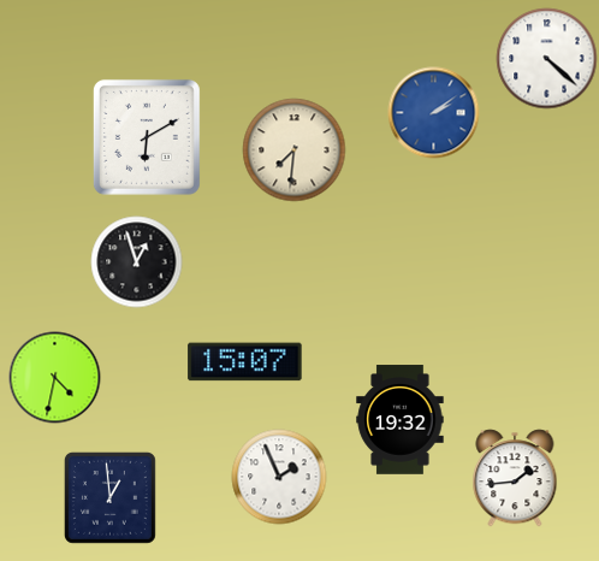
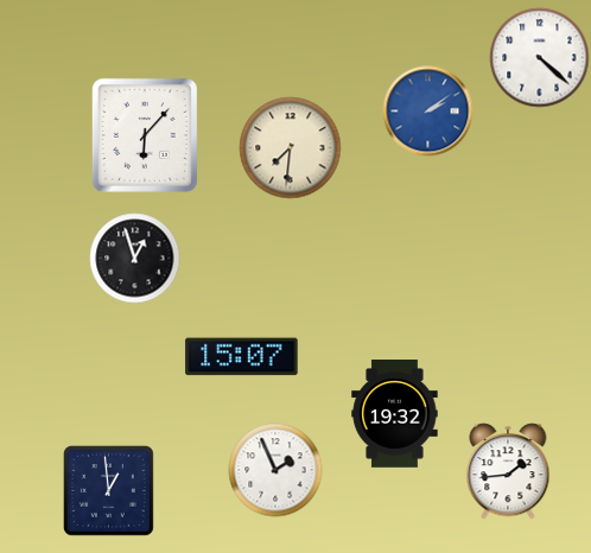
clock at (147, 137): 6:10 -> 6:07
clock at (55, 378): 4:32 -> none
